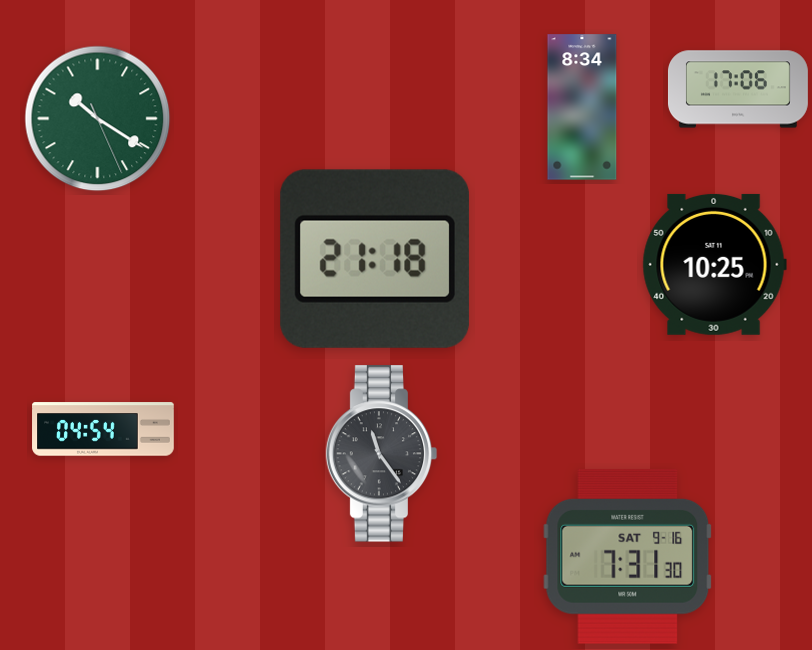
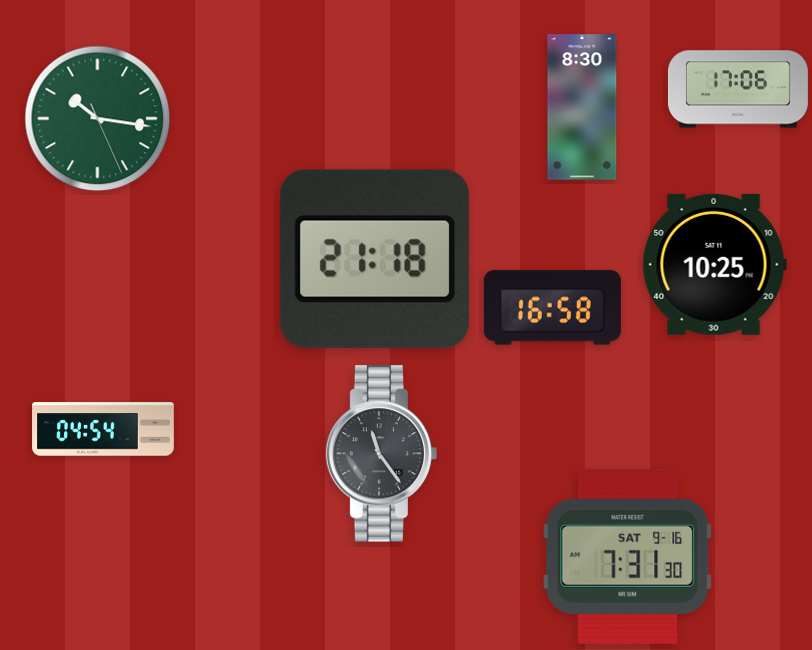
clock at (582, 107): 8:34 -> 8:30
clock at (98, 119): 10:20 -> 10:16
clock at (552, 308): none -> 16:58
